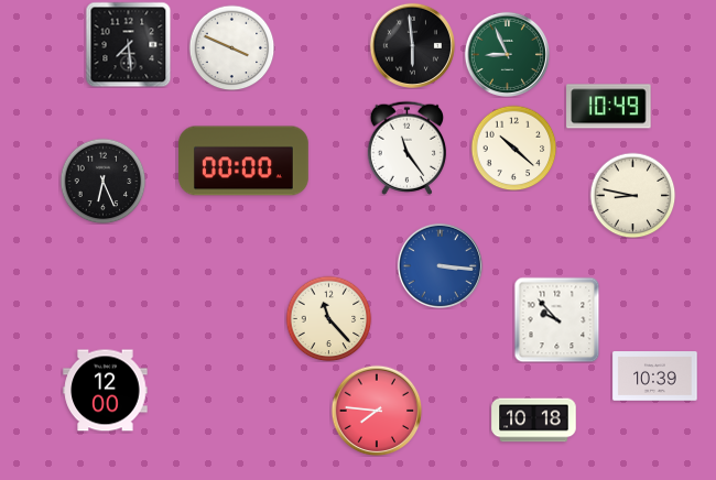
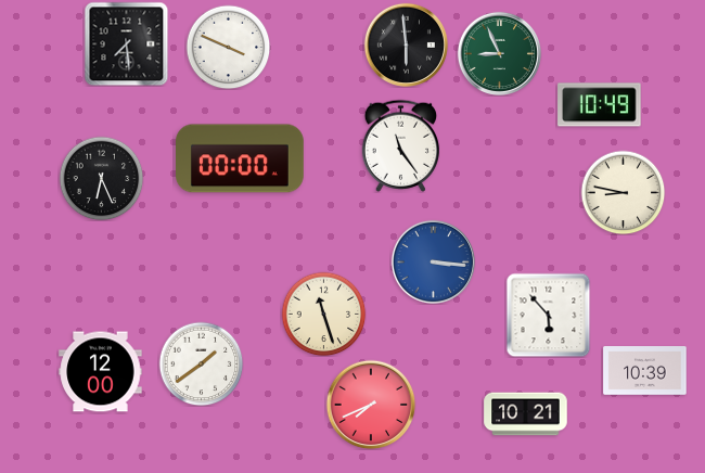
clock at (513, 148): 10:22 -> none
clock at (328, 318): 11:23 -> 11:27
clock at (556, 319): 9:53 -> 5:53
clock at (201, 363): none -> 1:39
clock at (106, 391) position: (106, 391) -> (101, 372)
clock at (377, 411): 7:46 -> 7:41
clock at (534, 421): 10:18 -> 10:21
